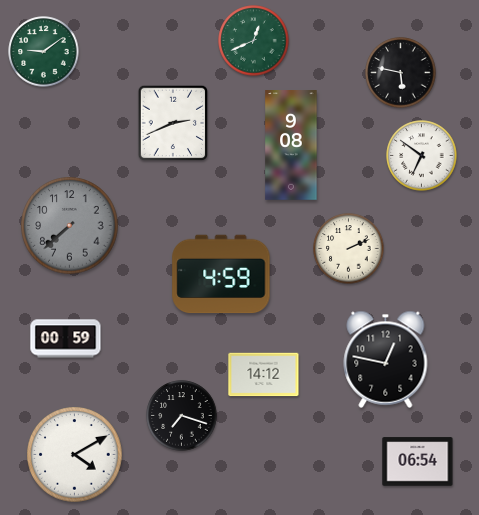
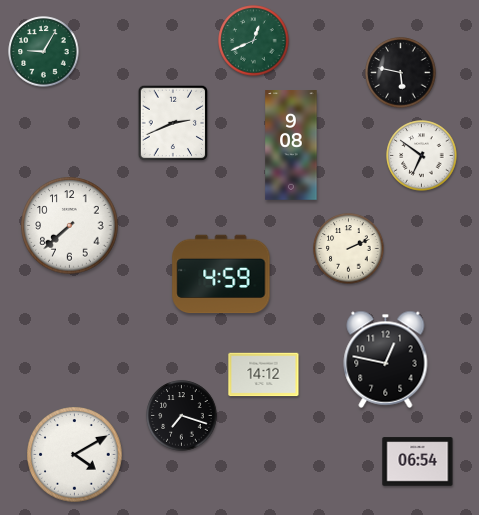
clock at (44, 52): 9:09 -> 9:05
clock at (70, 226) dial: grey -> white
clock at (66, 339): 00:59 -> none
